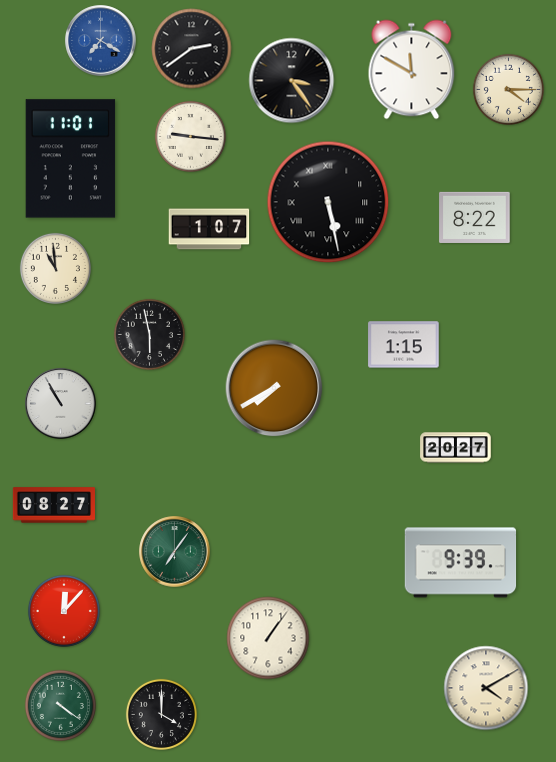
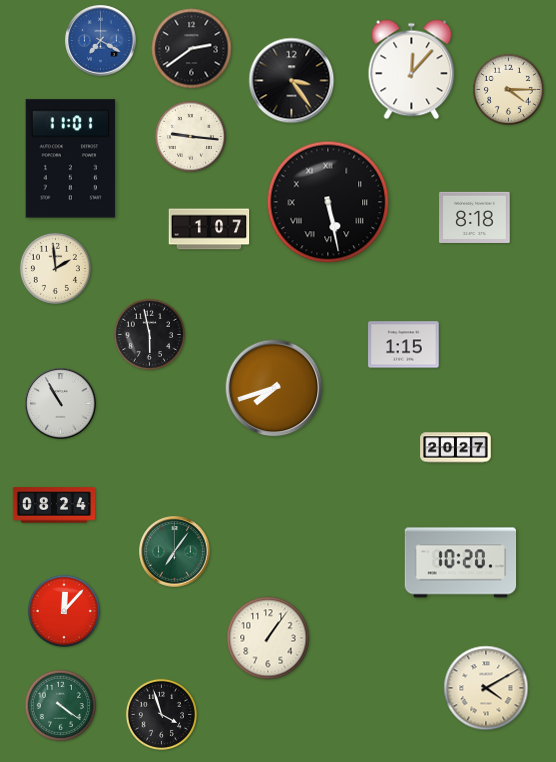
clock at (412, 70): 11:50 -> 12:07
clock at (475, 217): 8:22 -> 8:18
clock at (55, 268): 10:59 -> 1:59
clock at (274, 388): 7:40 -> 7:42
clock at (53, 505): 08:27 -> 08:24
clock at (461, 563): 9:39 -> 10:20
clock at (161, 714): 4:00 -> 3:57
